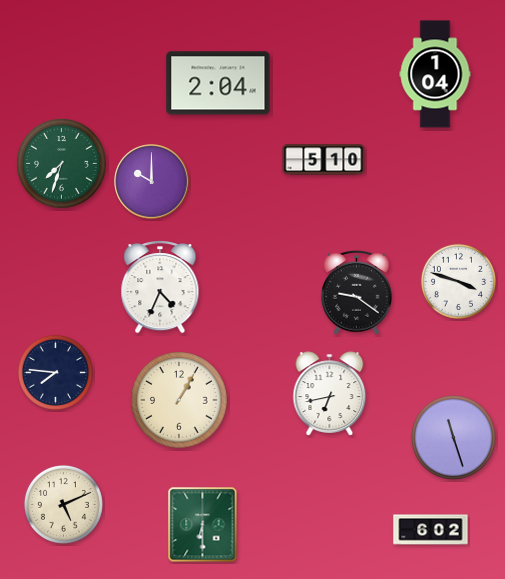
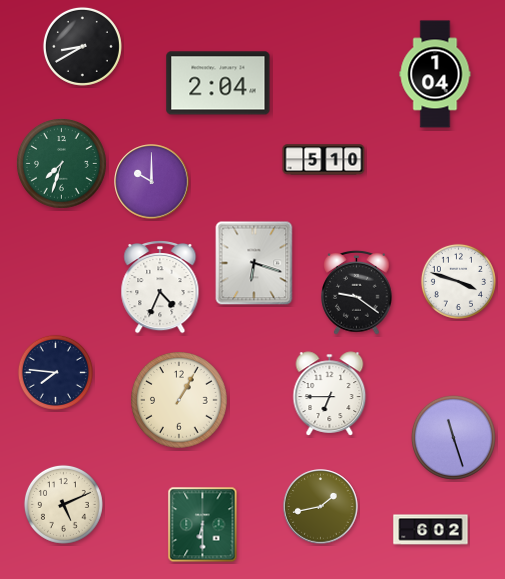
clock at (82, 46): none -> 8:40
clock at (254, 263): none -> 6:18
clock at (330, 394): 6:43 -> 6:45
clock at (321, 507): none -> 1:43
